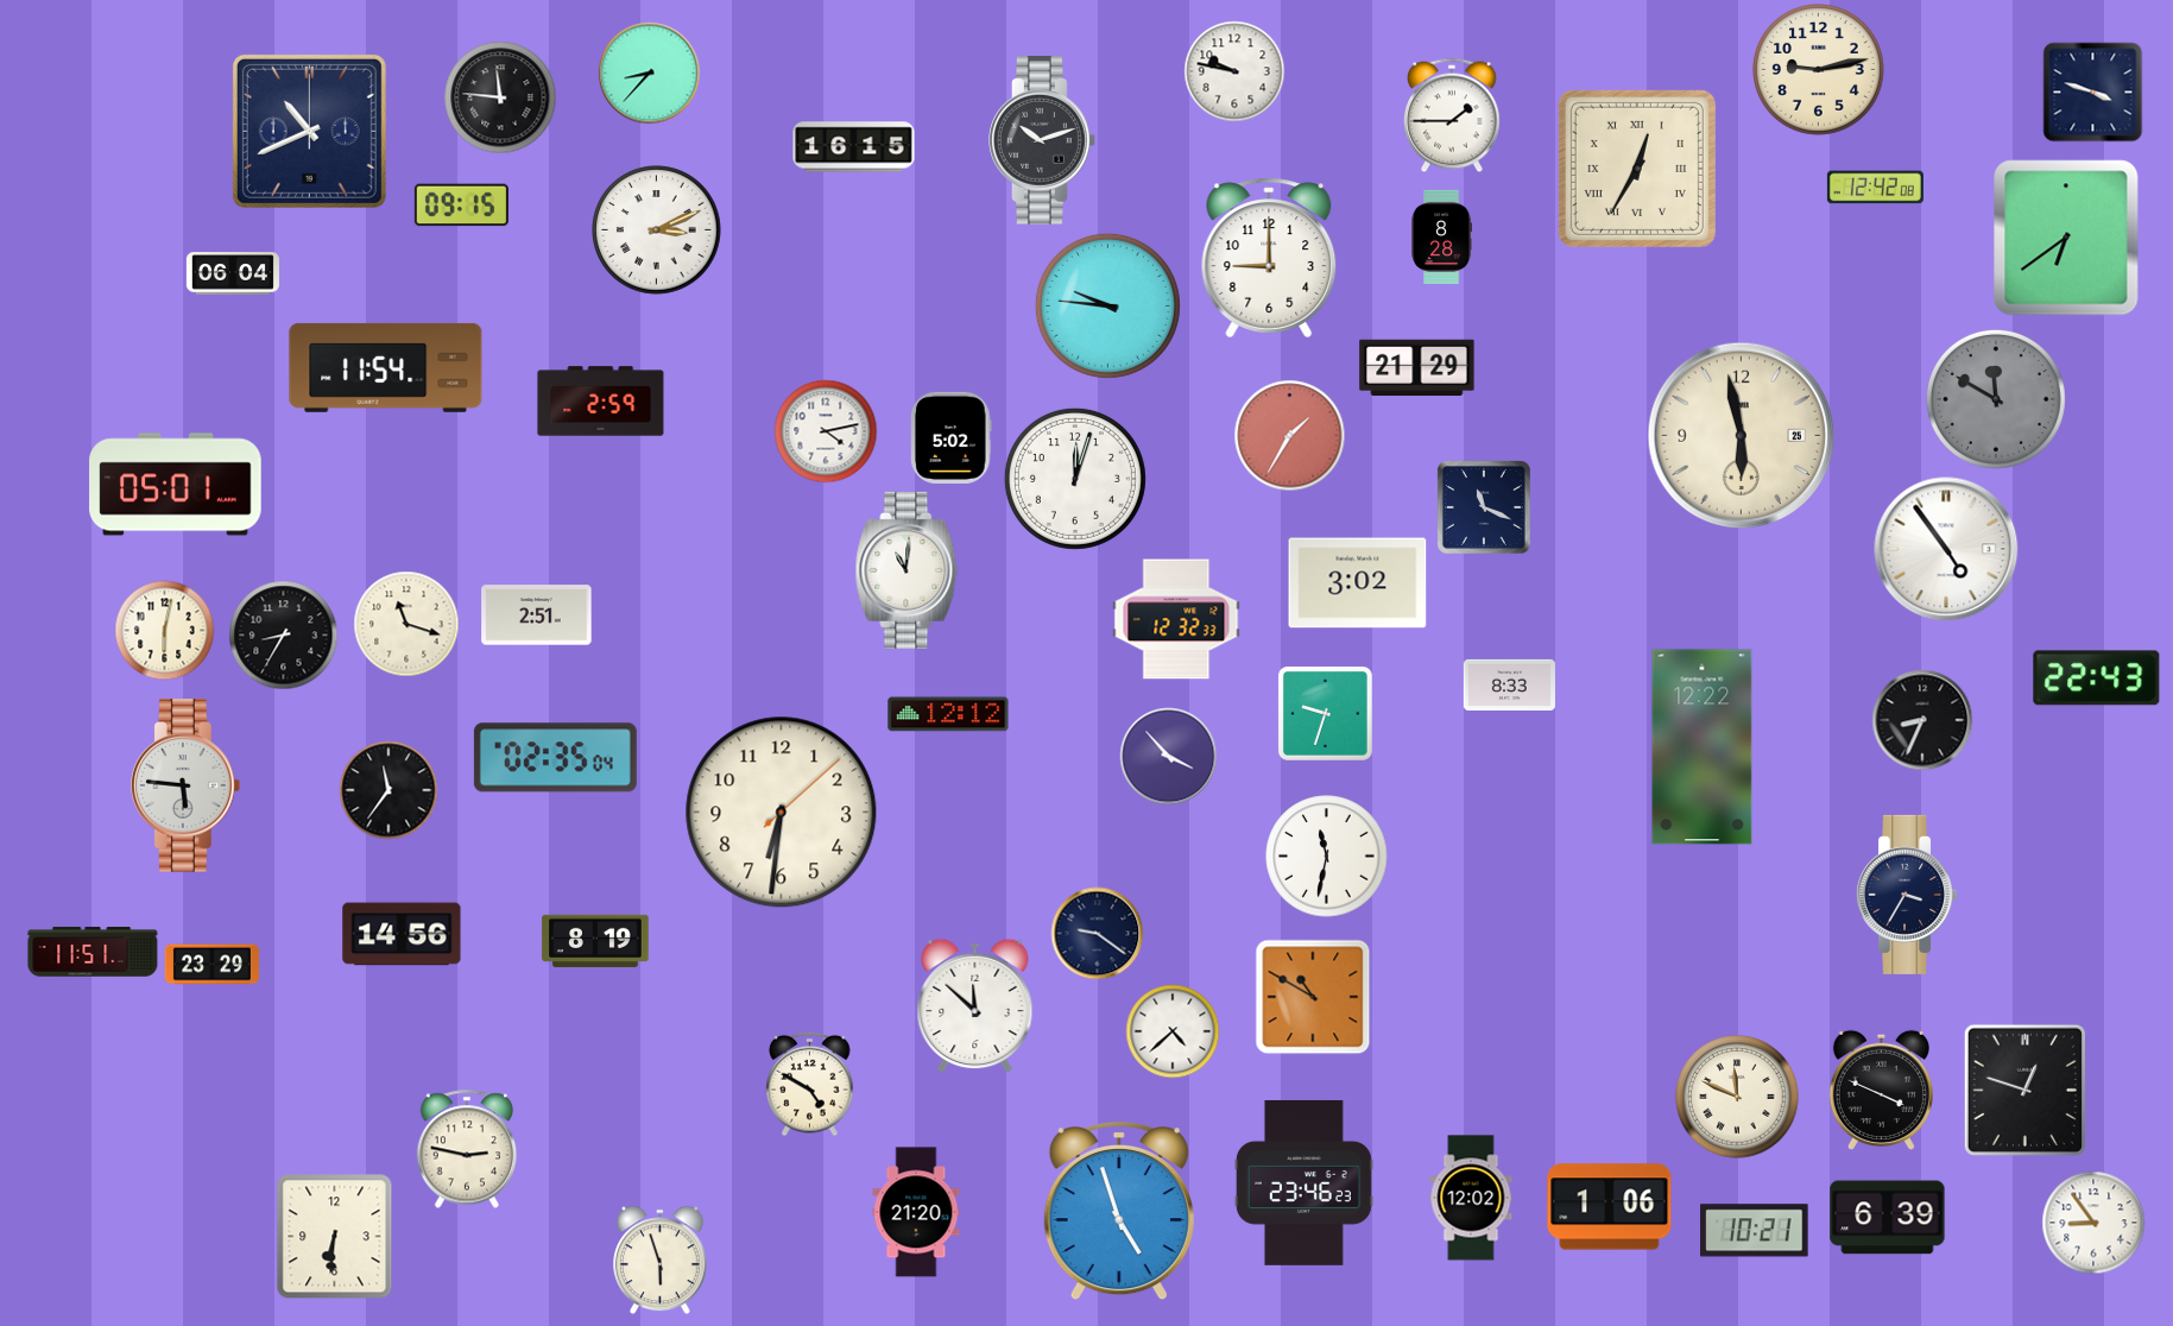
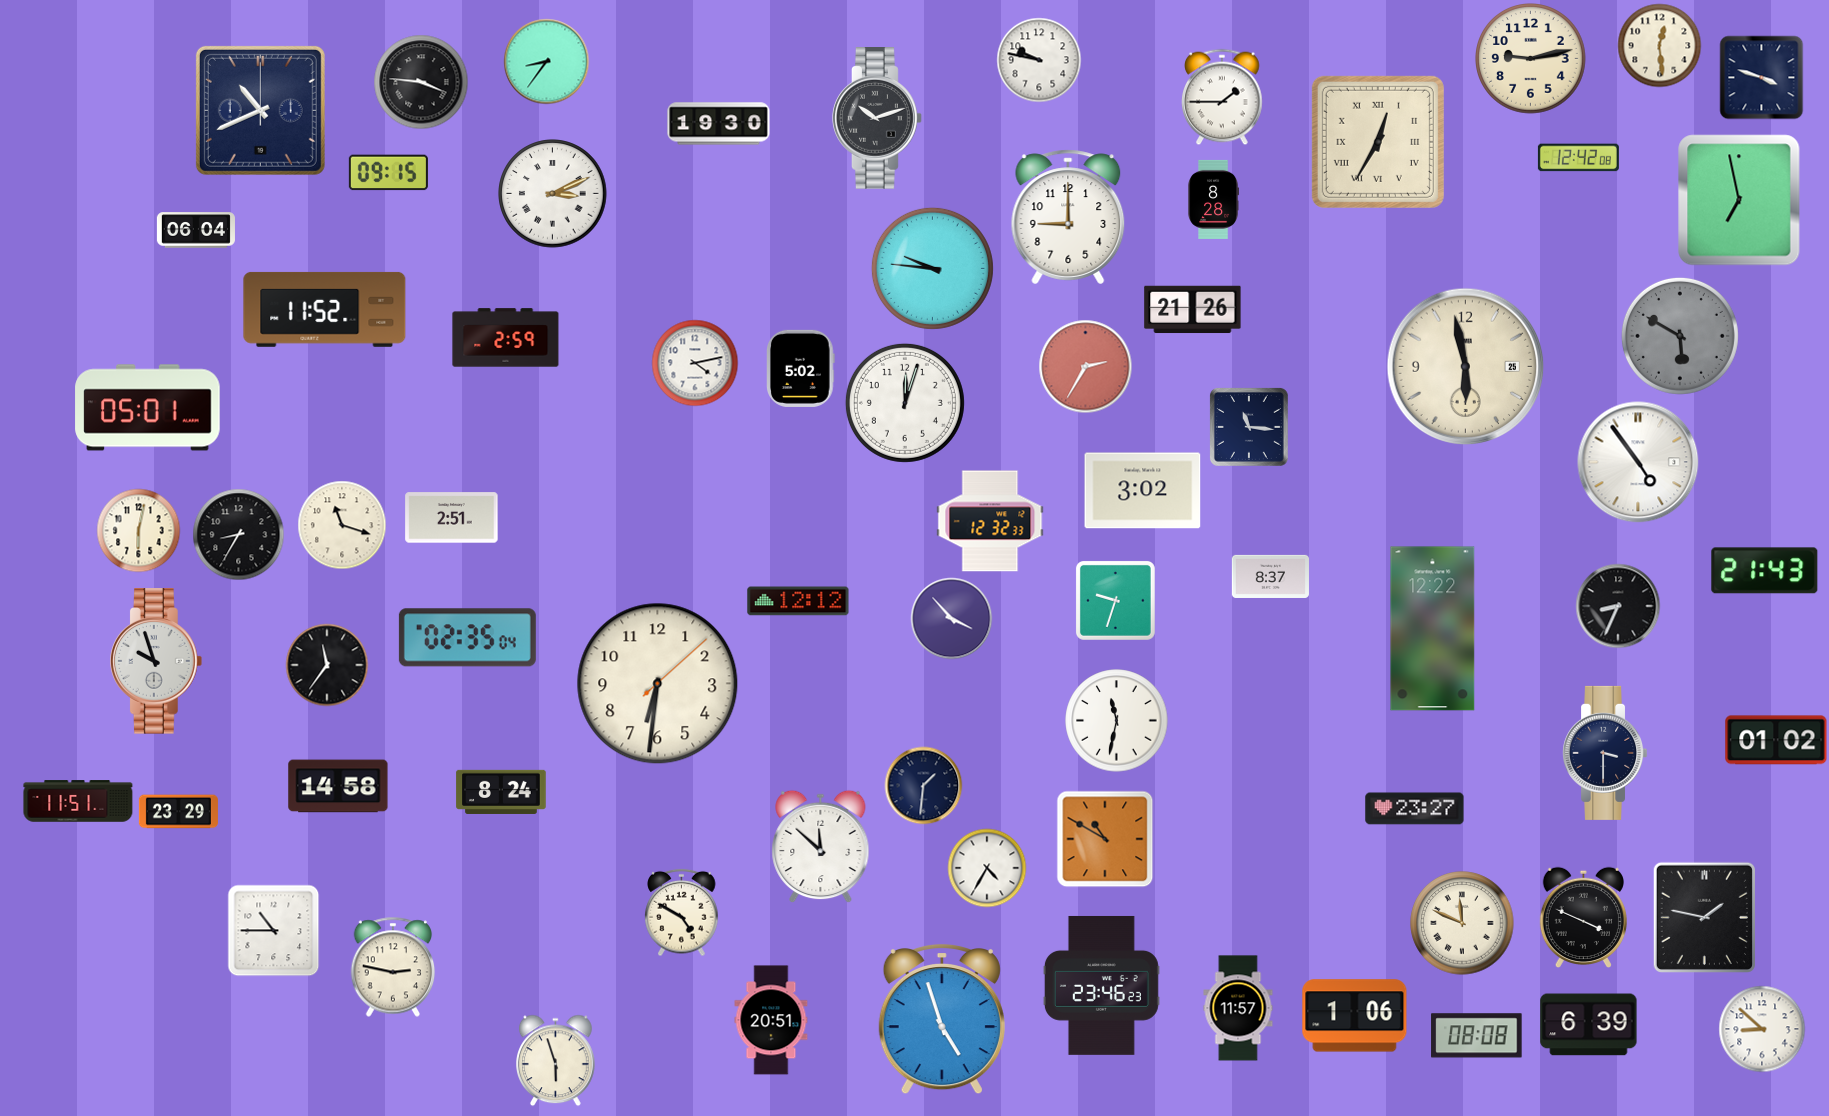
clock at (1659, 45): none -> 12:29
clock at (649, 72): 8:37 -> 8:36
clock at (500, 97): 11:46 -> 3:46
clock at (854, 147): 16:15 -> 19:30
clock at (2066, 238): 6:39 -> 6:58
clock at (1107, 305) position: (1107, 305) -> (932, 268)
clock at (386, 367): 11:54 -> 11:52
clock at (1417, 368): 21:29 -> 21:26
clock at (1996, 399): 11:50 -> 5:50
clock at (1289, 435): 1:35 -> 2:35
clock at (1484, 507): 11:19 -> 11:16
clock at (907, 570): 11:01 -> none
clock at (2097, 678): 22:43 -> 21:43
clock at (1509, 684): 8:33 -> 8:37
clock at (1168, 756) position: (1168, 756) -> (951, 618)
clock at (187, 785): 5:46 -> 9:57
clock at (1776, 740): none -> 01:02
clock at (1907, 895): 3:35 -> 3:30
clock at (1097, 933): 9:21 -> 1:31
clock at (402, 934): 14:56 -> 14:58
clock at (595, 941): 8:19 -> 8:24
clock at (1415, 809): none -> 23:27
clock at (1173, 1031): 4:38 -> 4:35
clock at (2024, 1090): 12:48 -> 1:47
clock at (273, 930): none -> 10:45
clock at (1303, 1182) position: (1303, 1182) -> (1101, 985)
clock at (1471, 1198): 12:02 -> 11:57
clock at (916, 1212): 21:20 -> 20:51
clock at (2093, 1223): 8:54 -> 8:52
clock at (1755, 1231): 10:21 -> 08:08
clock at (335, 1237): 6:31 -> none
